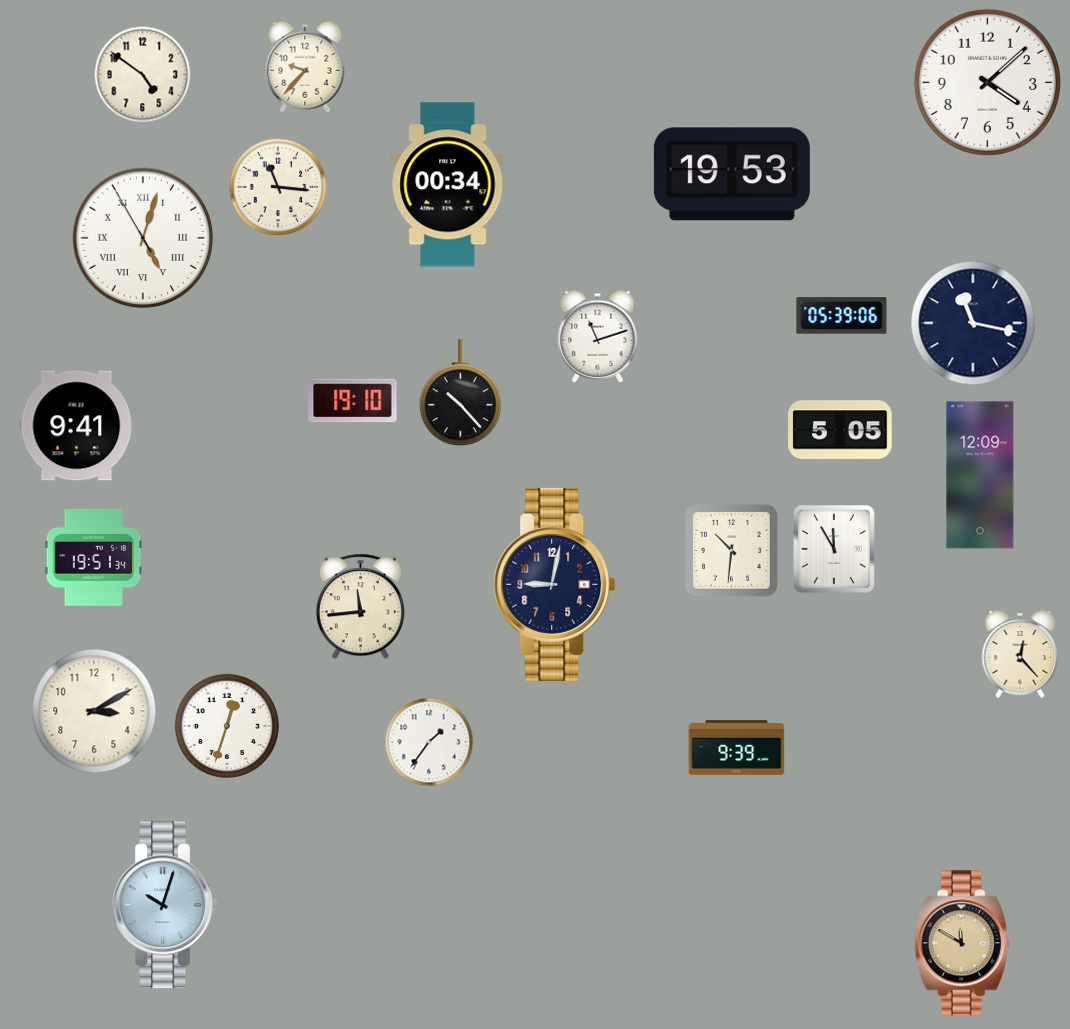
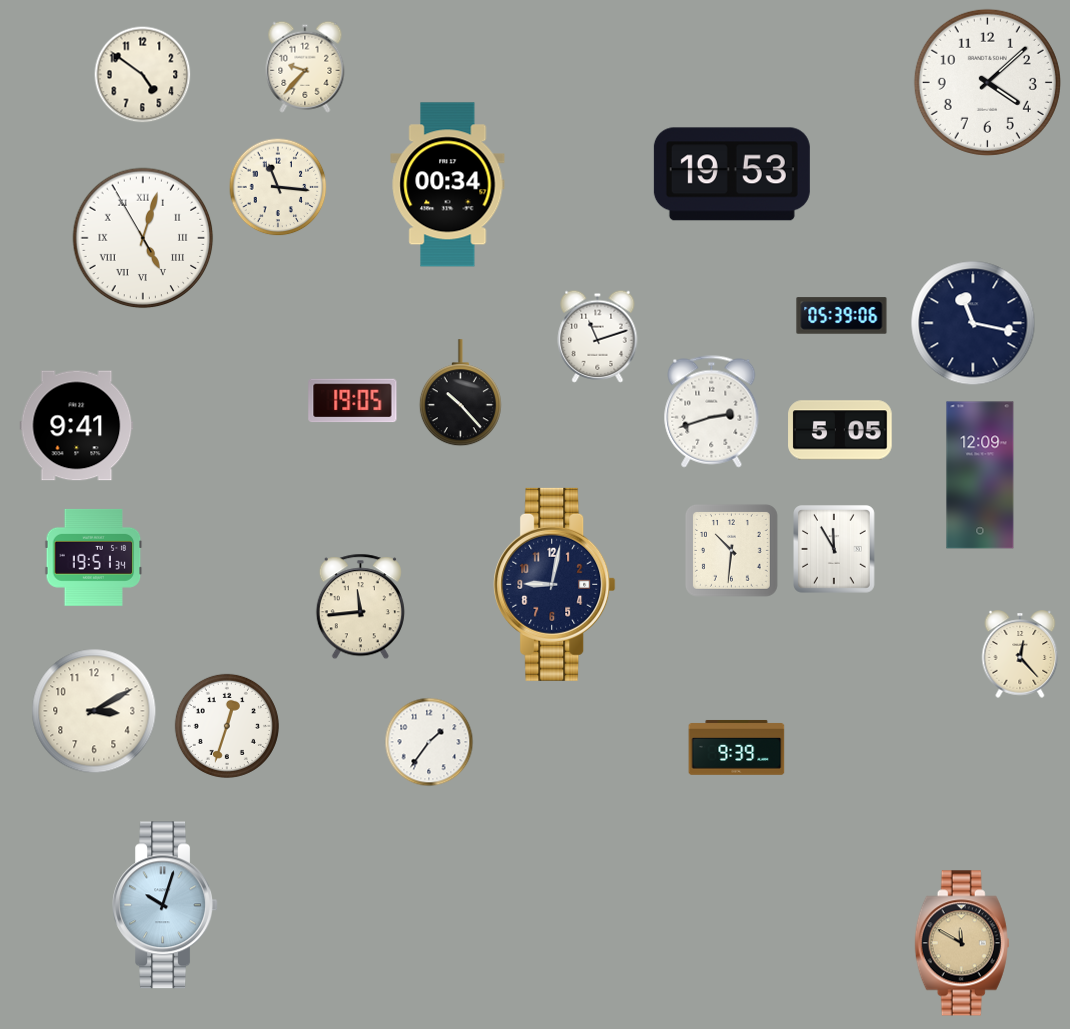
clock at (353, 401): 19:10 -> 19:05
clock at (712, 412): none -> 2:42
